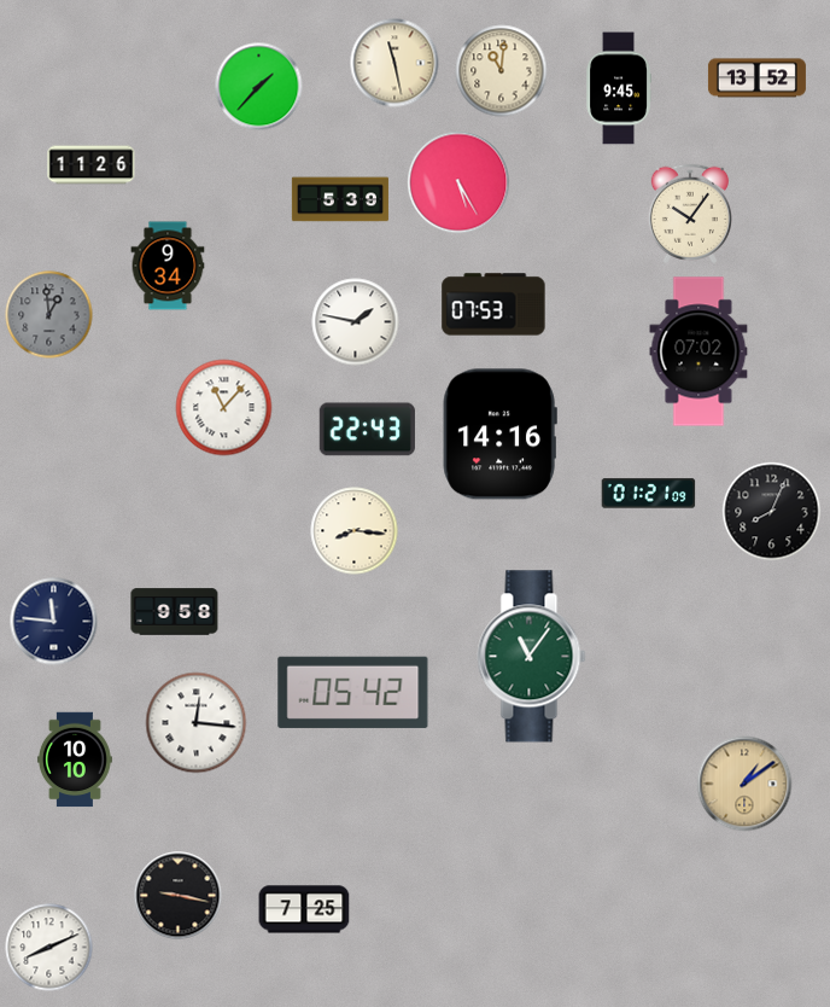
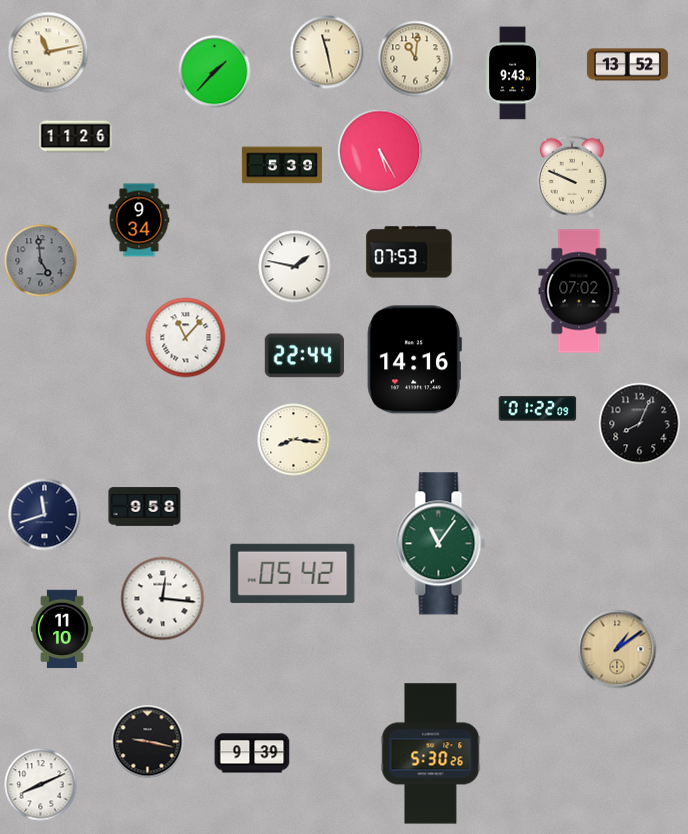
clock at (48, 52): none -> 11:13
clock at (619, 88): 9:45 -> 9:43
clock at (689, 214): 10:06 -> 9:49
clock at (49, 315): 12:59 -> 4:59
clock at (367, 430): 22:43 -> 22:44
clock at (649, 494): 01:21 -> 01:22
clock at (54, 622): 11:46 -> 11:42
clock at (75, 759): 10:10 -> 11:10
clock at (304, 909): 7:25 -> 9:39
clock at (431, 754): none -> 5:30
